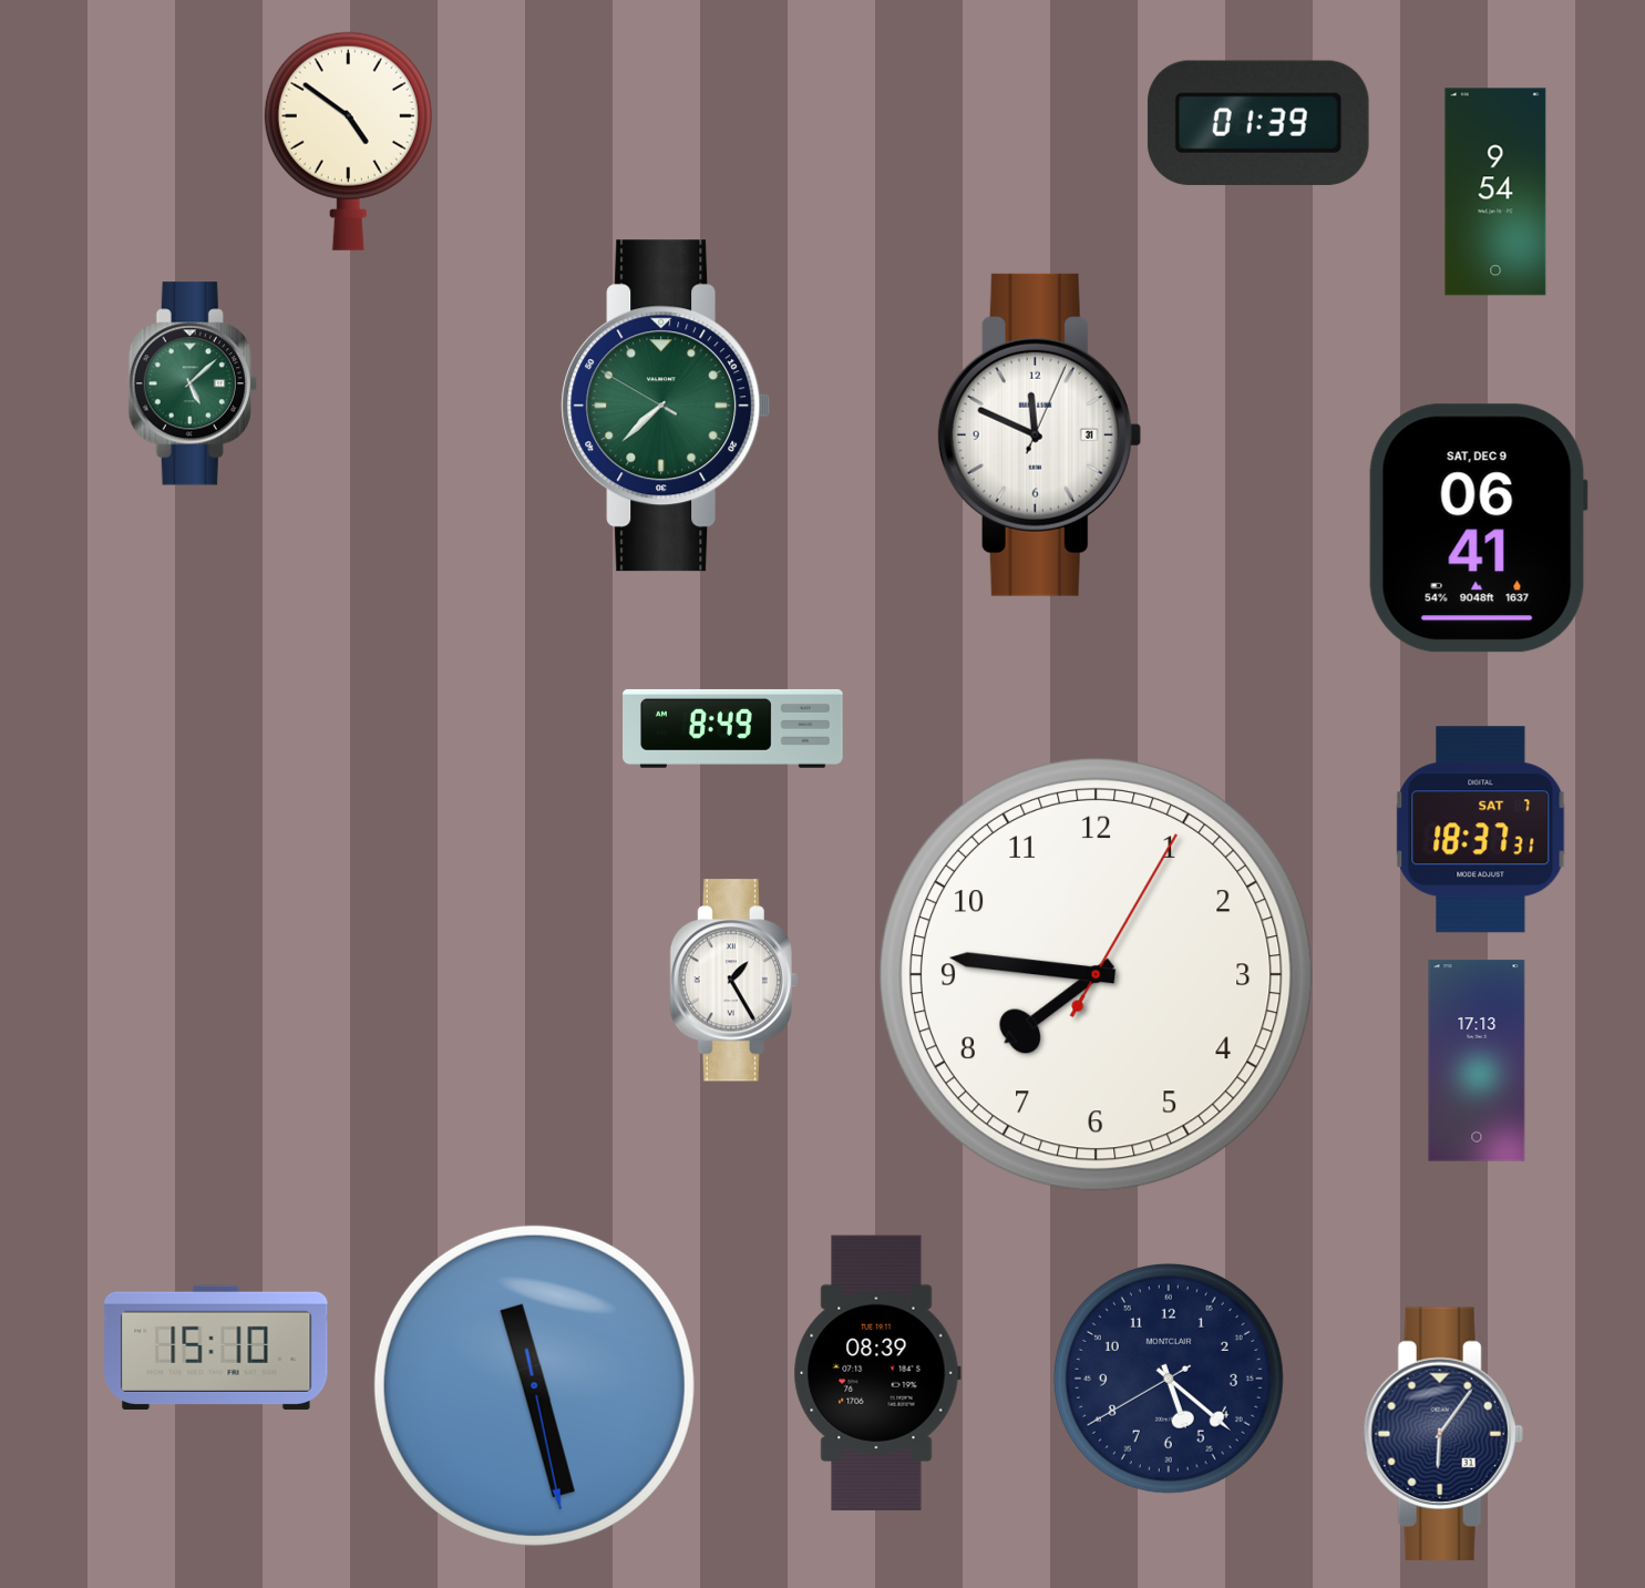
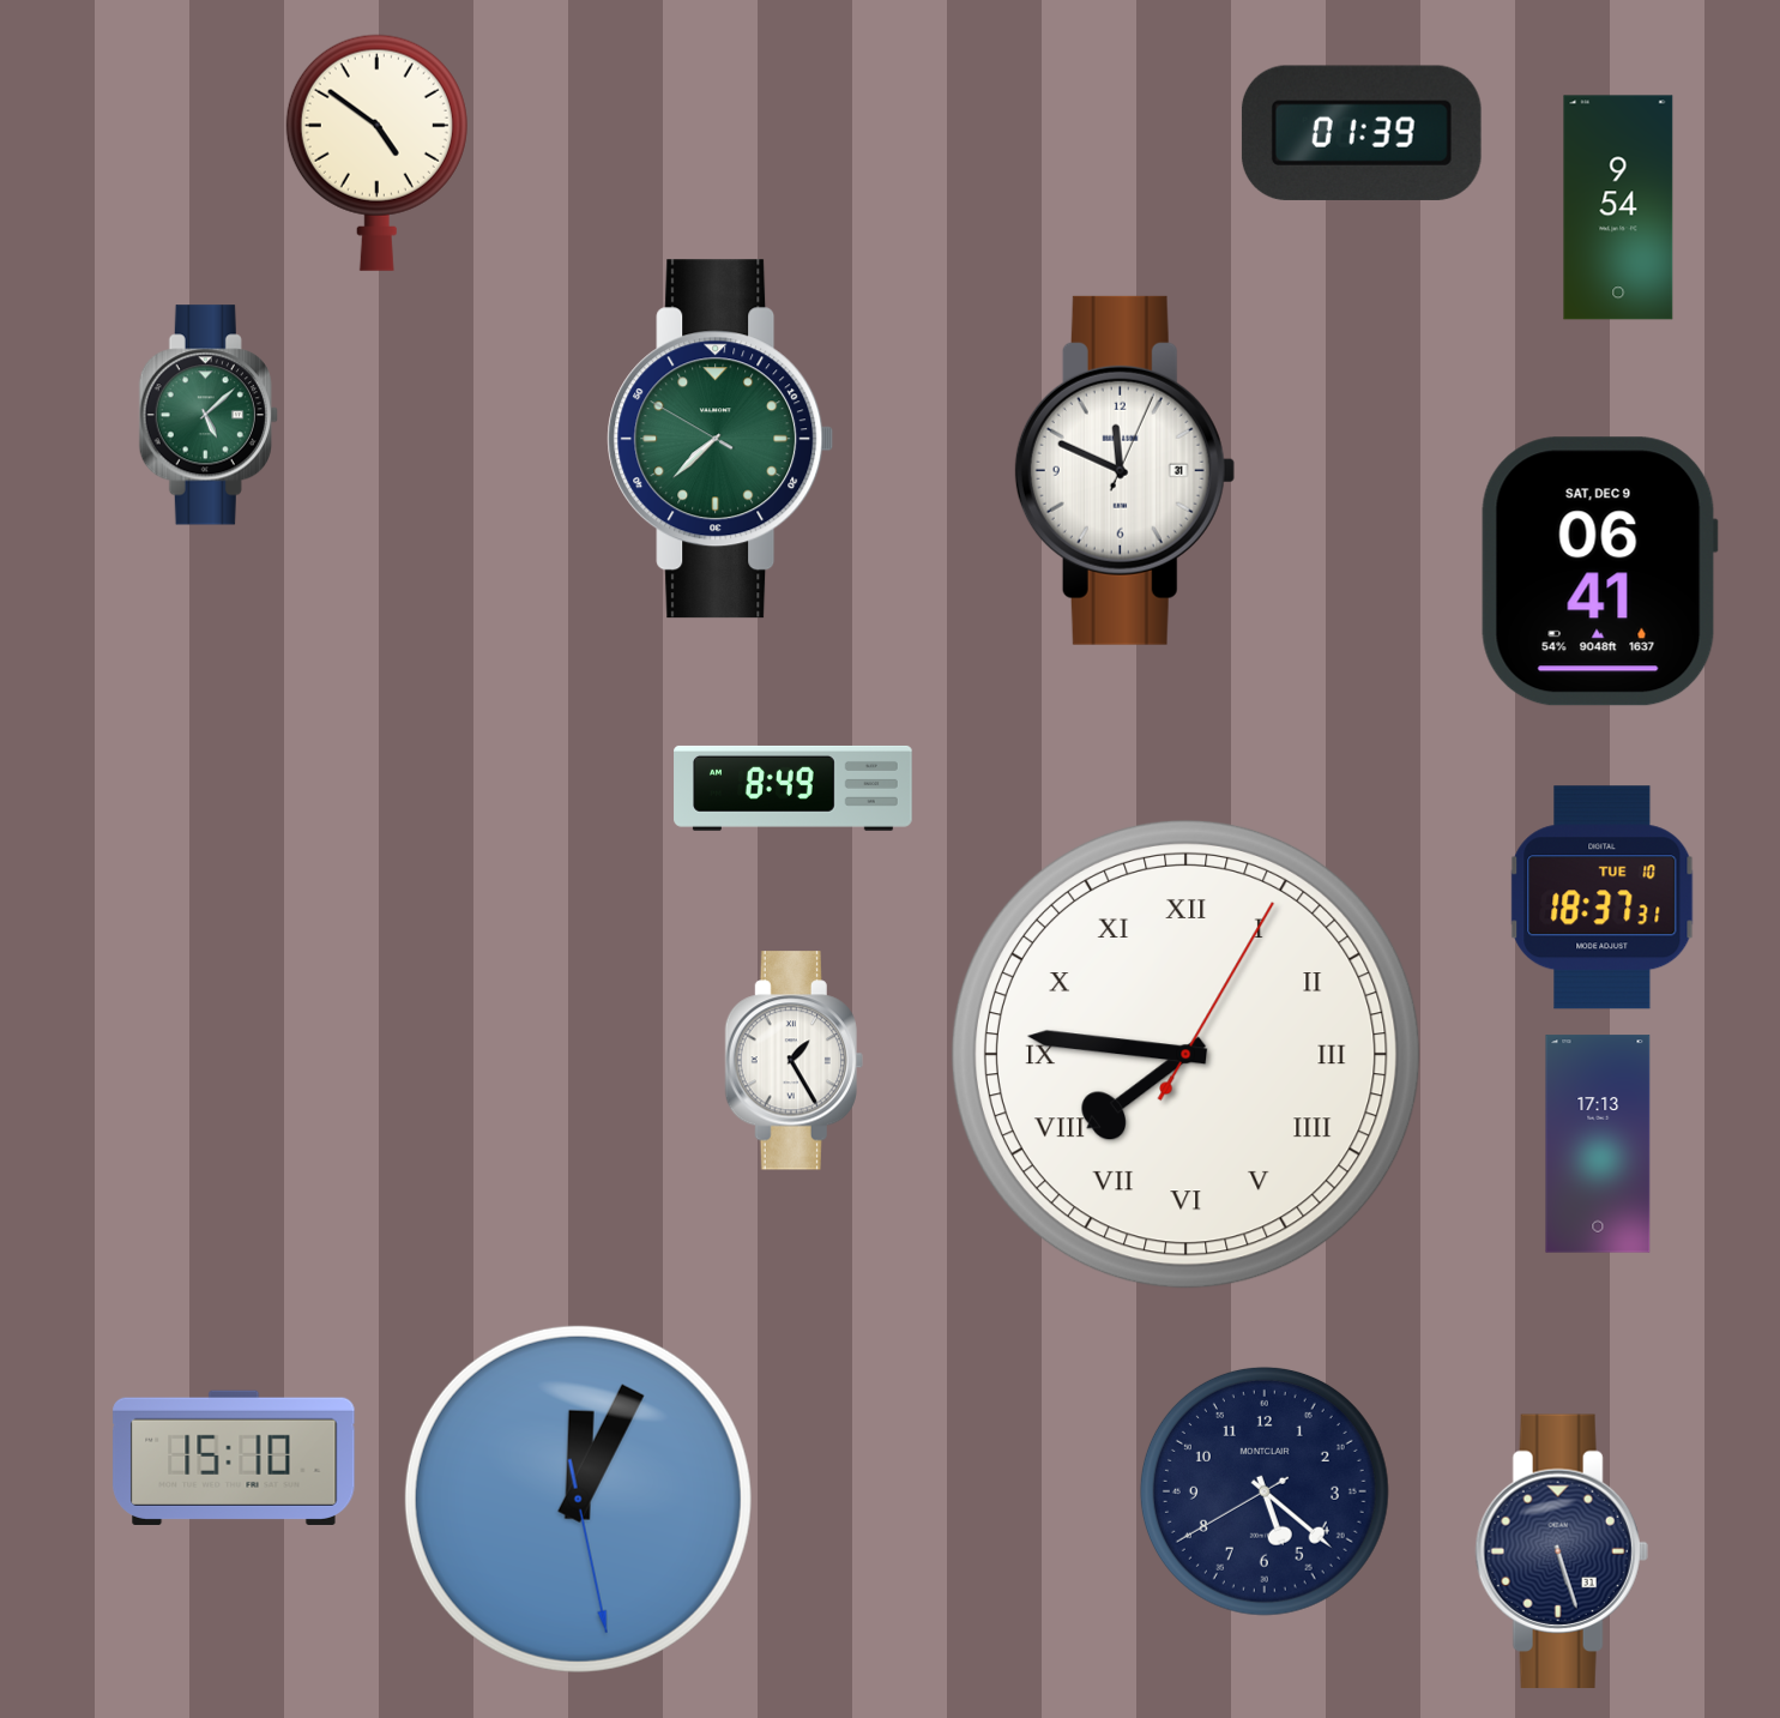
clock at (1481, 830) date: SAT 7 -> TUE 10
clock at (1096, 974) numerals: Arabic -> Roman
clock at (1477, 1061) position: (1477, 1061) -> (1598, 1144)
clock at (877, 1373): 08:39 -> none
clock at (534, 1385): 11:27 -> 12:04
clock at (1443, 1434): 6:06 -> 5:27
